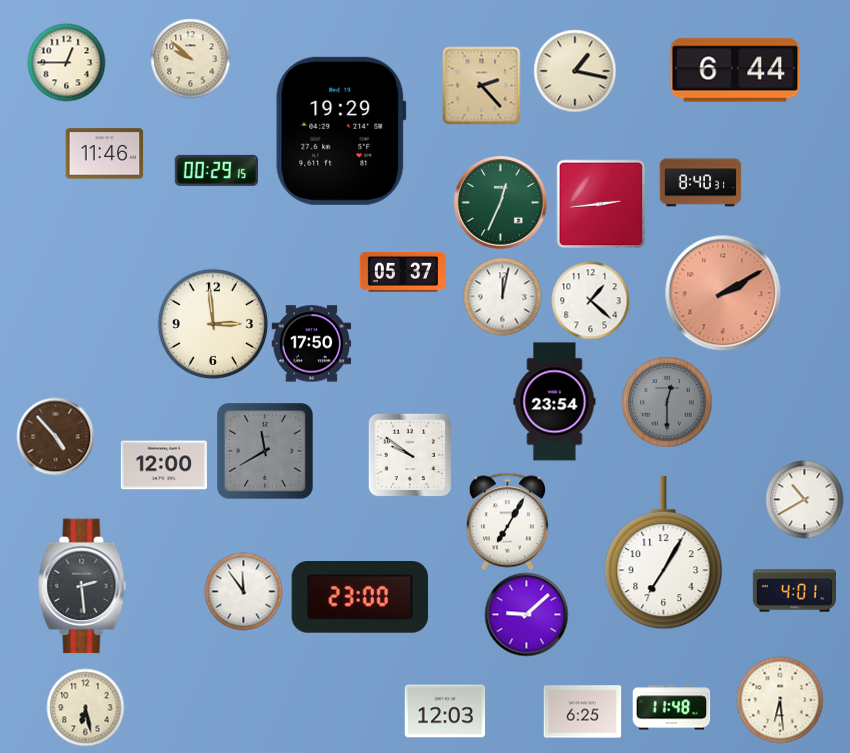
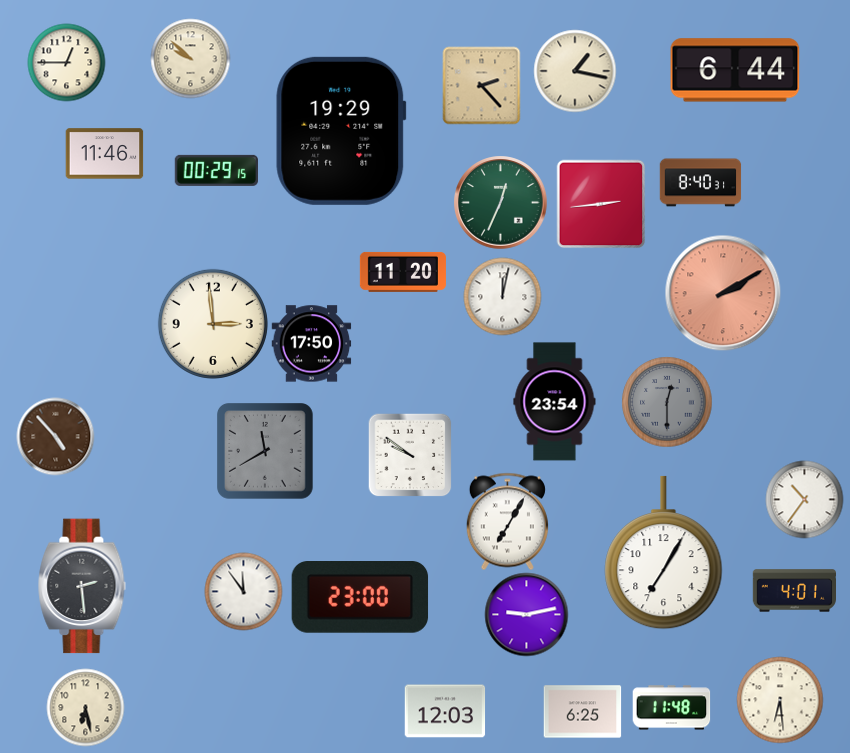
clock at (403, 272): 05:37 -> 11:20
clock at (590, 300): 1:22 -> none
clock at (164, 465): 12:00 -> none
clock at (804, 499): 10:40 -> 10:36
clock at (526, 614): 9:08 -> 9:13
